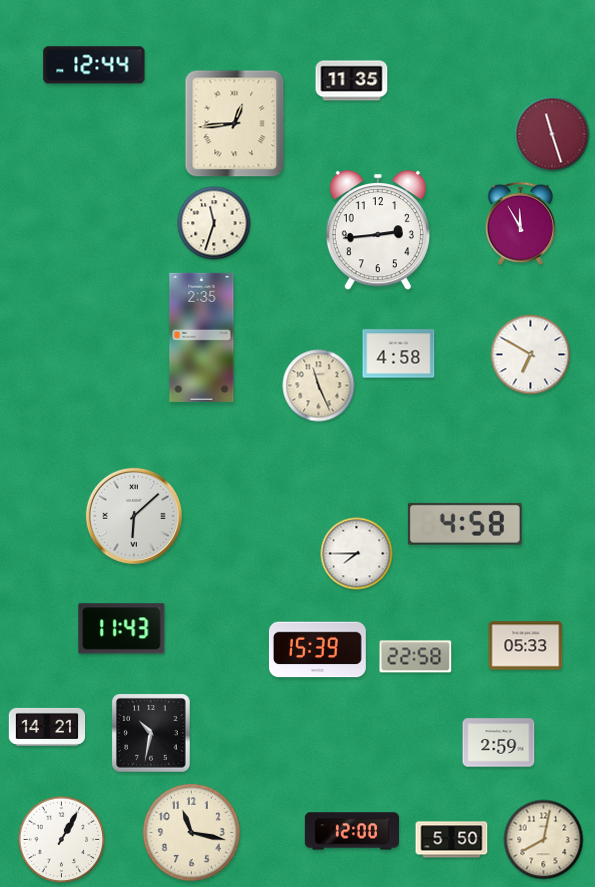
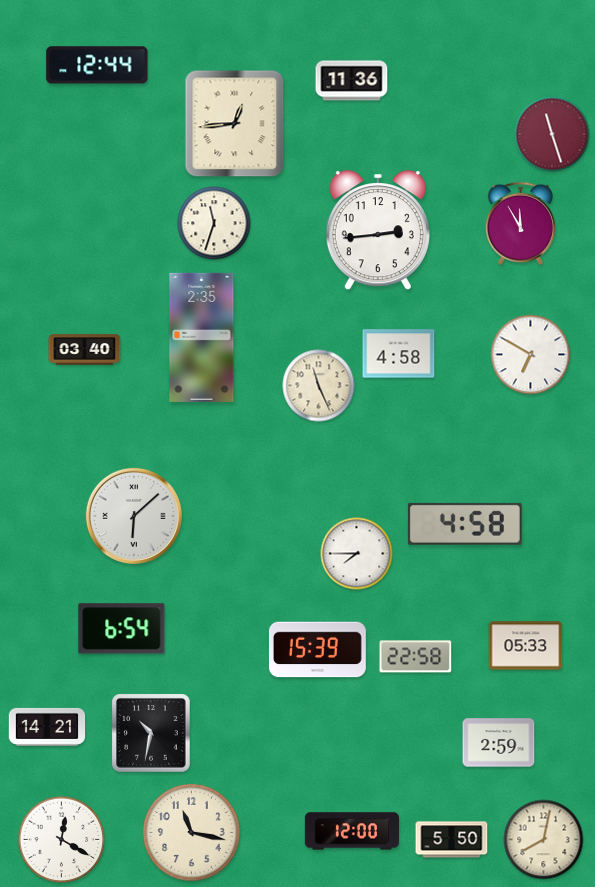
clock at (94, 65) position: (94, 65) -> (97, 65)
clock at (352, 81): 11:35 -> 11:36
clock at (85, 350): none -> 03:40
clock at (122, 629): 11:43 -> 6:54
clock at (62, 840): 1:05 -> 12:20
